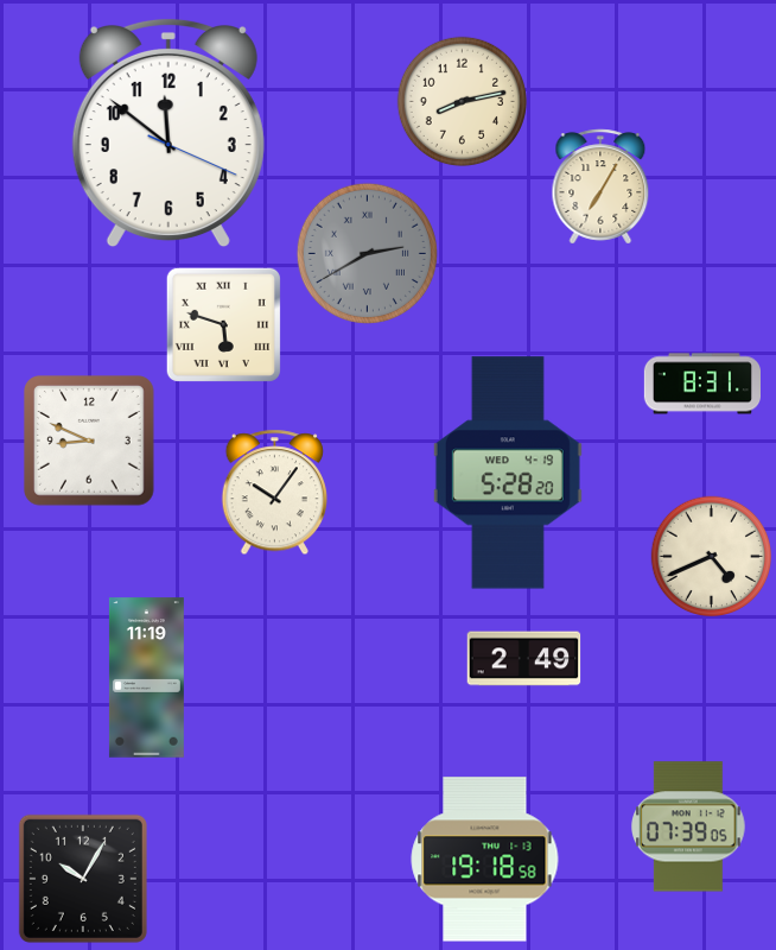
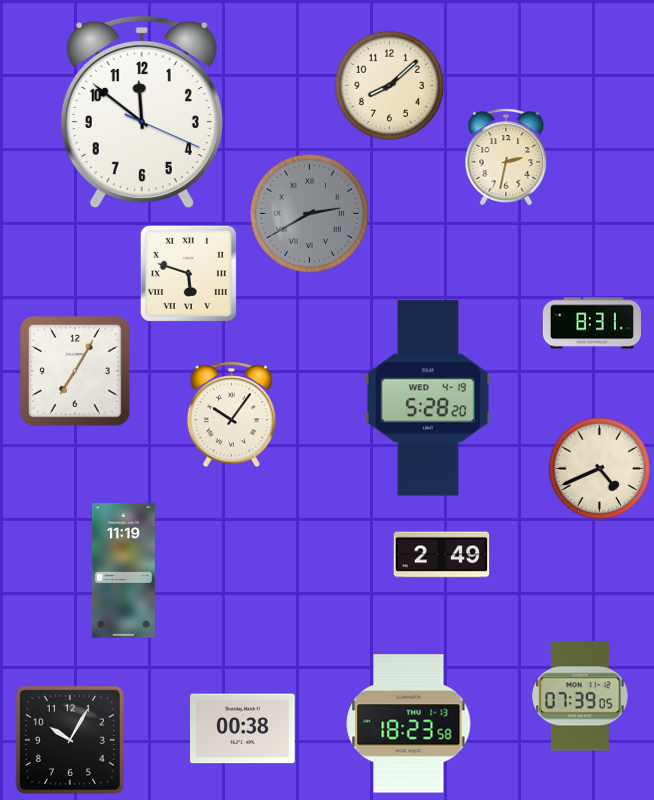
clock at (462, 101): 8:13 -> 8:08
clock at (600, 186): 7:05 -> 2:32
clock at (89, 441): 8:49 -> 7:05
clock at (485, 860): 19:18 -> 18:23
clock at (243, 729): none -> 00:38
